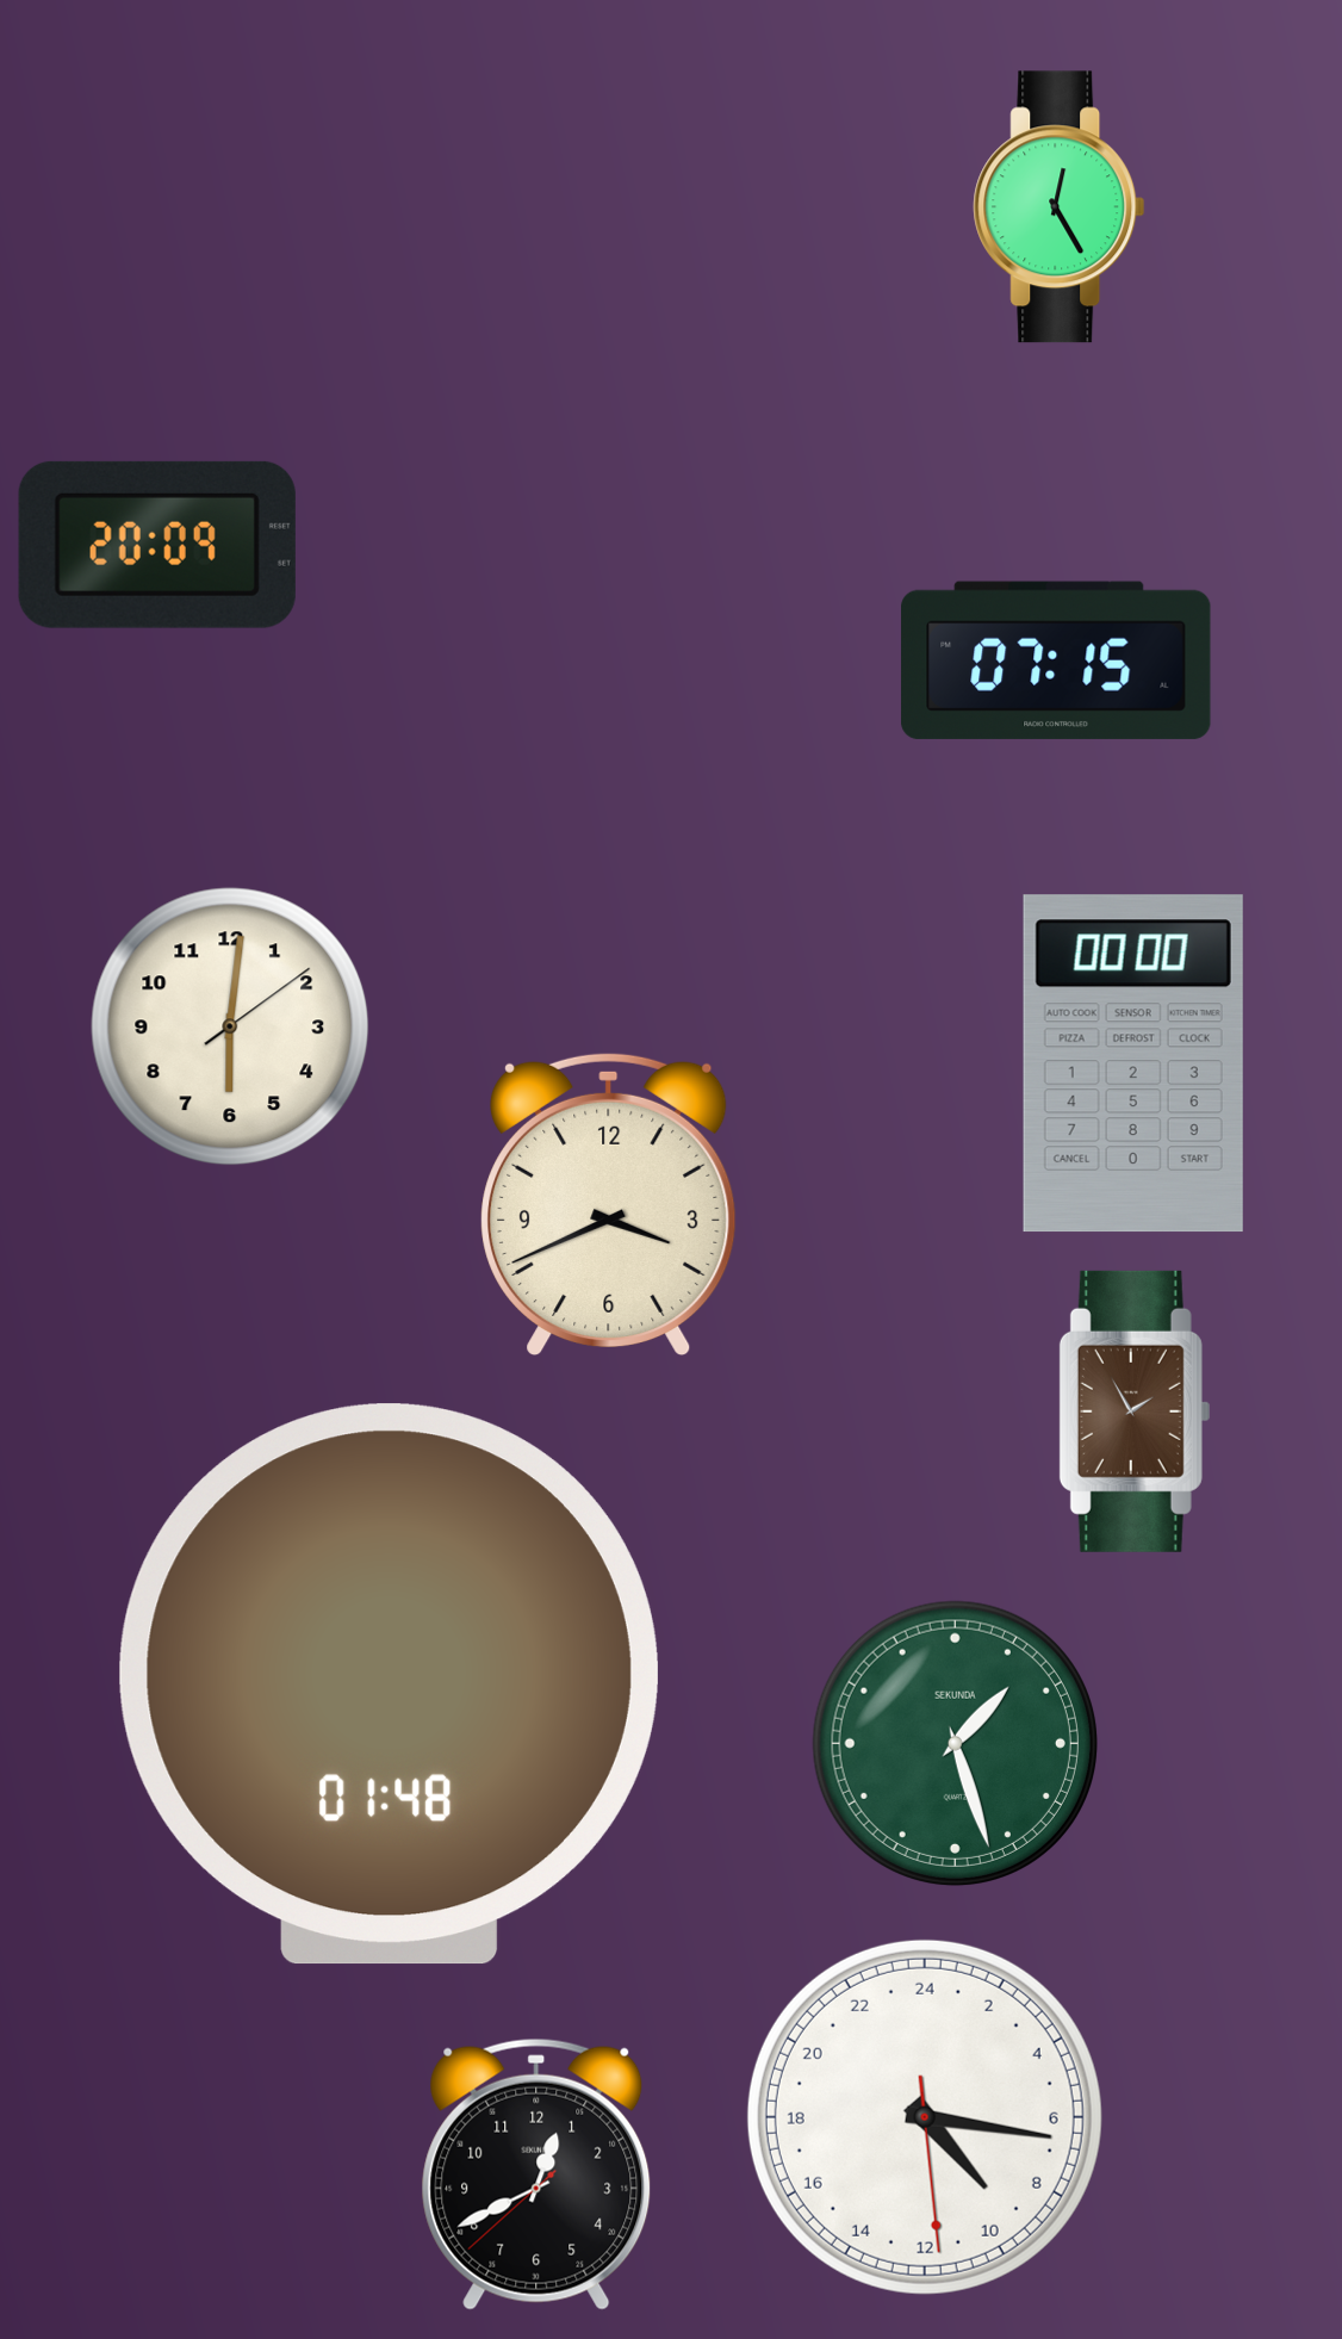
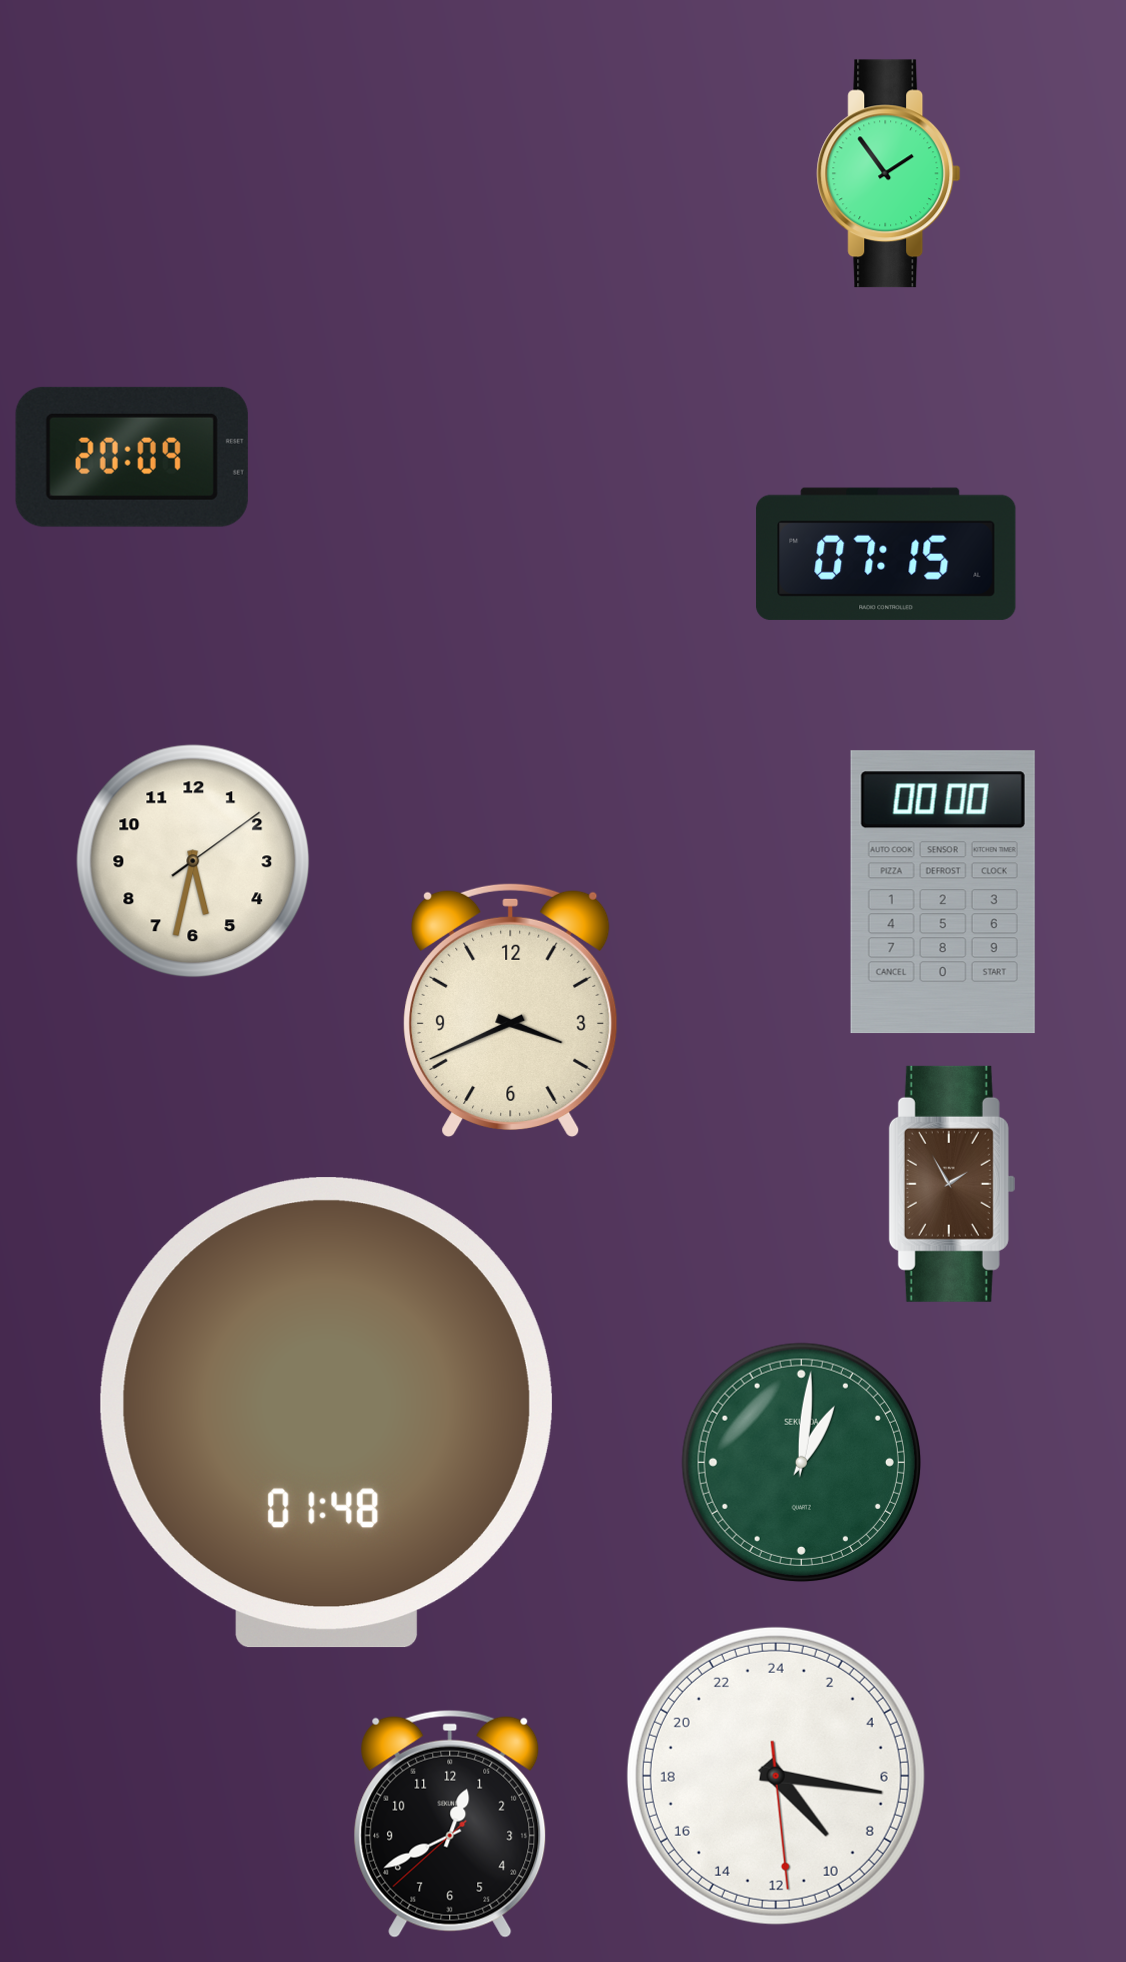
clock at (1060, 207): 12:25 -> 1:54
clock at (230, 1026): 6:01 -> 5:32
clock at (1133, 1063) position: (1133, 1063) -> (943, 892)
clock at (955, 1743): 1:27 -> 1:01
